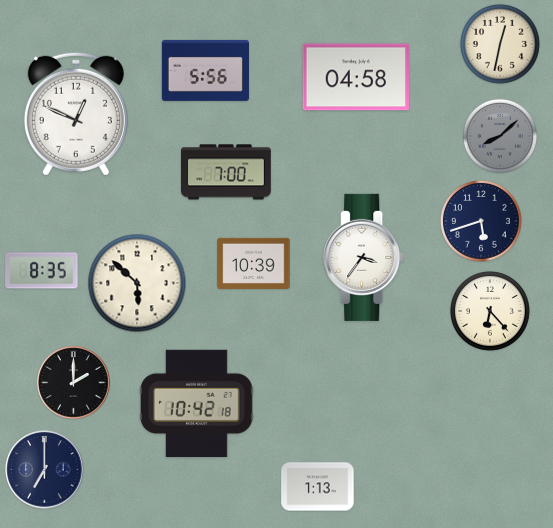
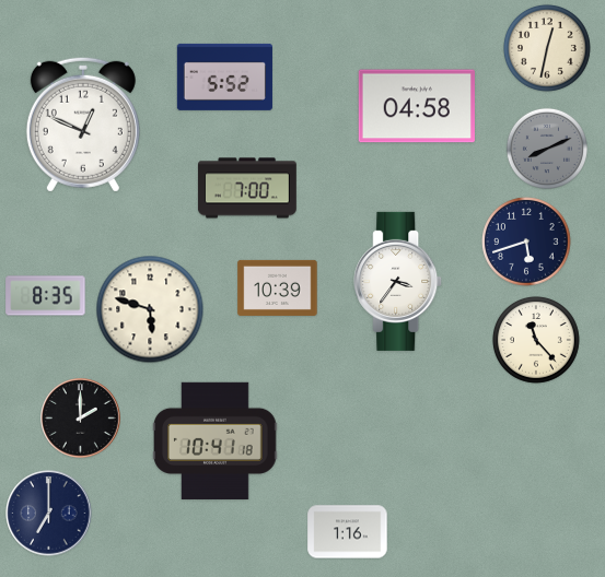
clock at (205, 70): 5:56 -> 5:52
clock at (356, 77) position: (356, 77) -> (417, 106)
clock at (500, 136): 8:08 -> 8:11
clock at (137, 283): 5:52 -> 5:48
clock at (490, 311): 6:23 -> 11:23
clock at (197, 403): 10:42 -> 10:41
clock at (318, 487): 1:13 -> 1:16
